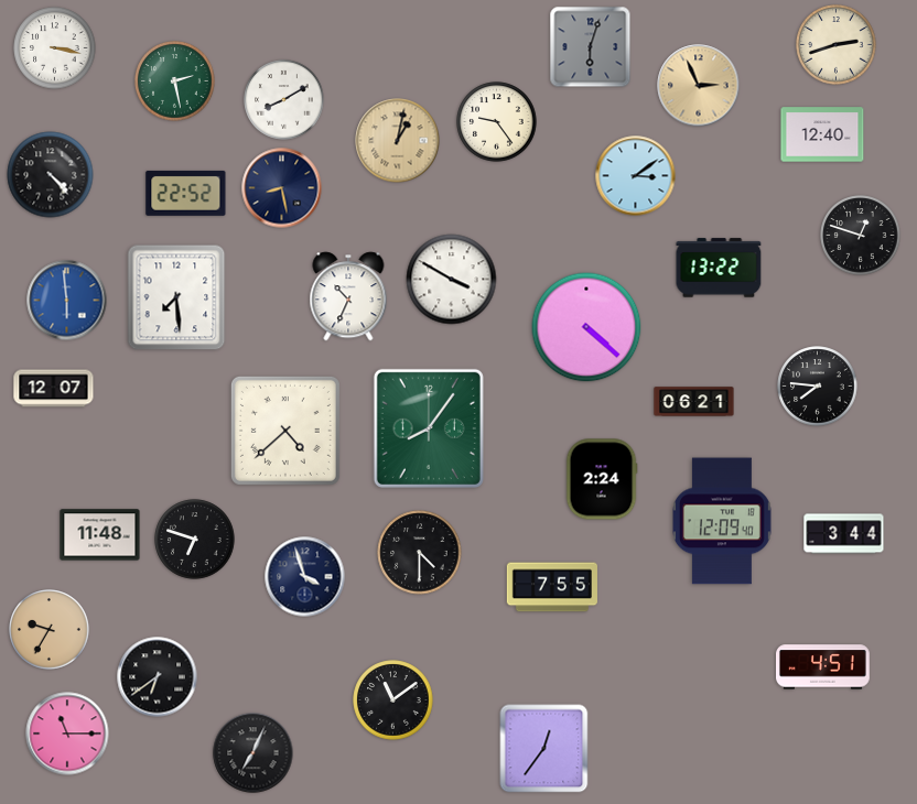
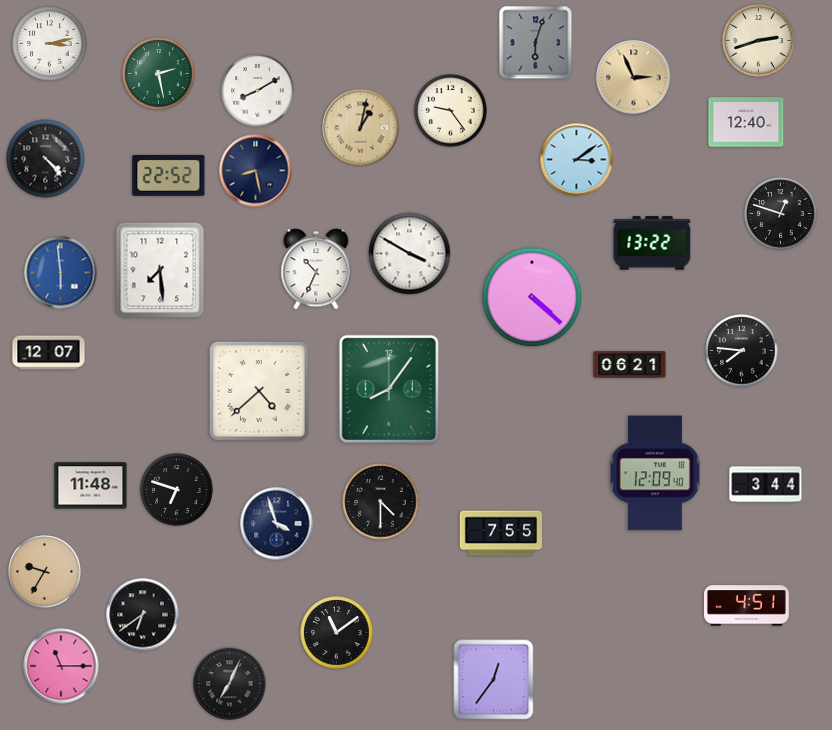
clock at (55, 48): 3:17 -> 3:13
clock at (602, 479): 2:24 -> none
clock at (393, 700) position: (393, 700) -> (337, 633)
